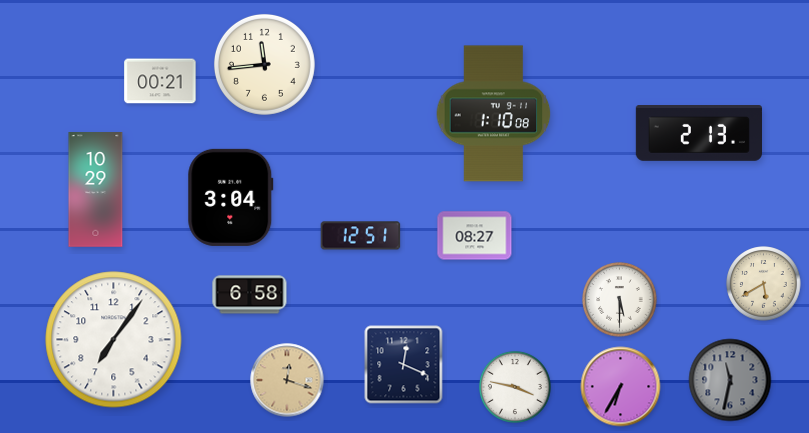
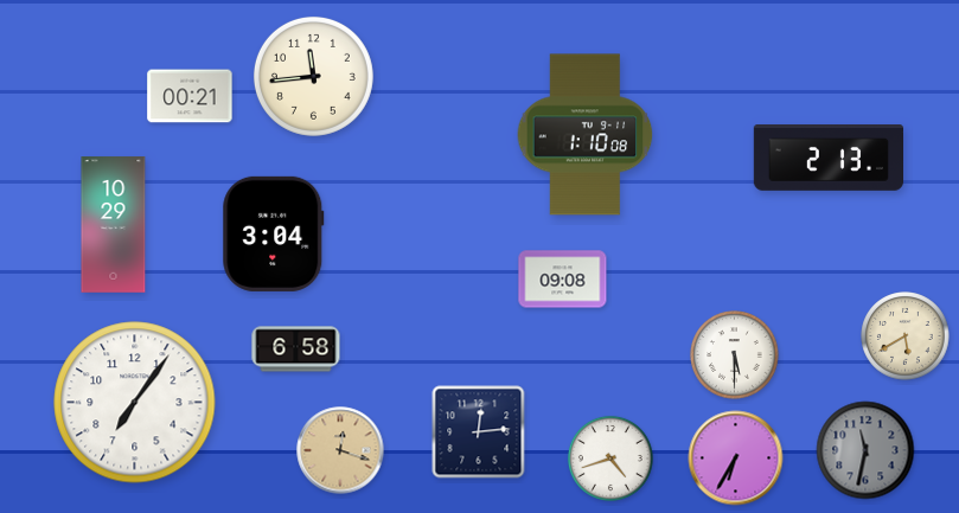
clock at (361, 236): 12:51 -> none
clock at (475, 236): 08:27 -> 09:08
clock at (404, 365): 12:19 -> 12:14
clock at (515, 387): 3:47 -> 4:42
